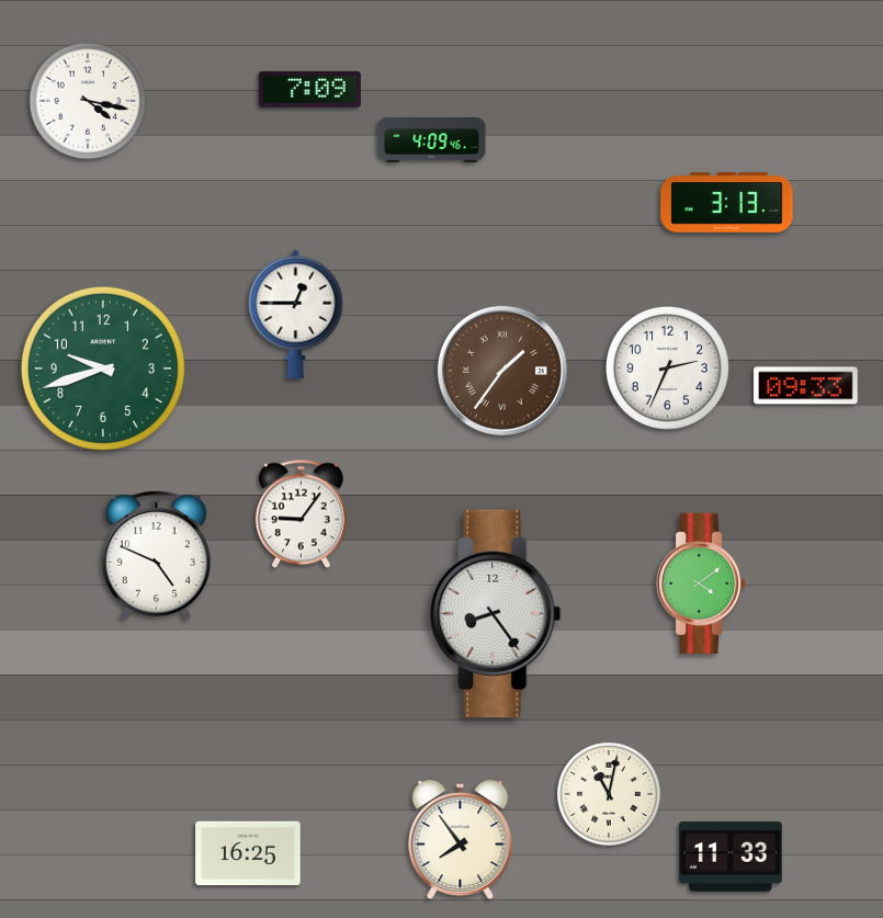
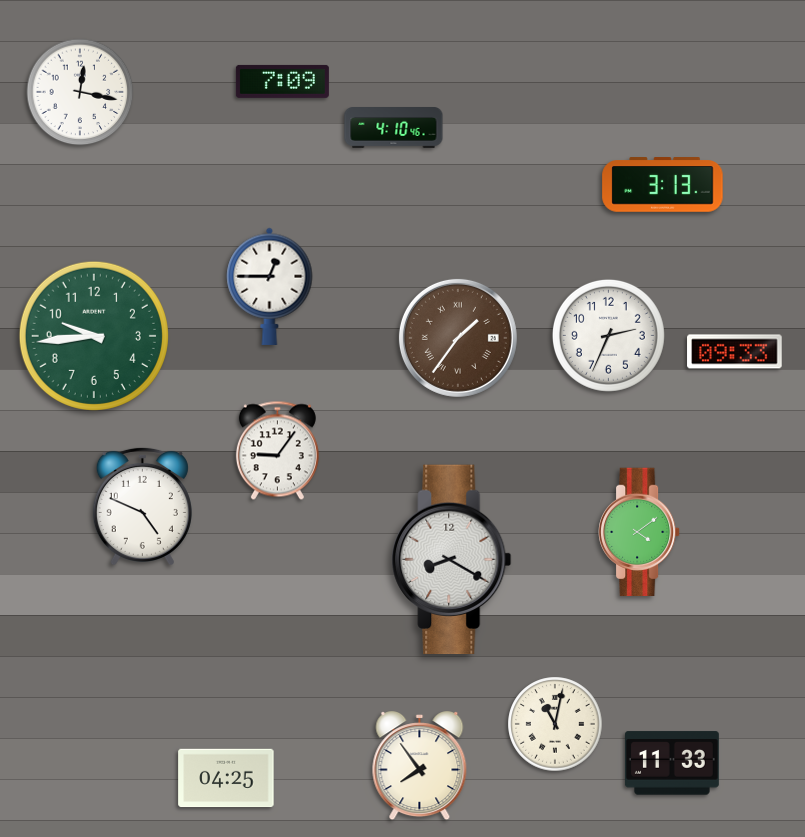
clock at (88, 101): 4:17 -> 12:17
clock at (432, 140): 4:09 -> 4:10
clock at (103, 369): 9:42 -> 9:44
clock at (301, 514) position: (301, 514) -> (277, 451)
clock at (496, 614): 8:24 -> 8:20
clock at (248, 853): 16:25 -> 04:25
clock at (731, 857) position: (731, 857) -> (672, 763)
